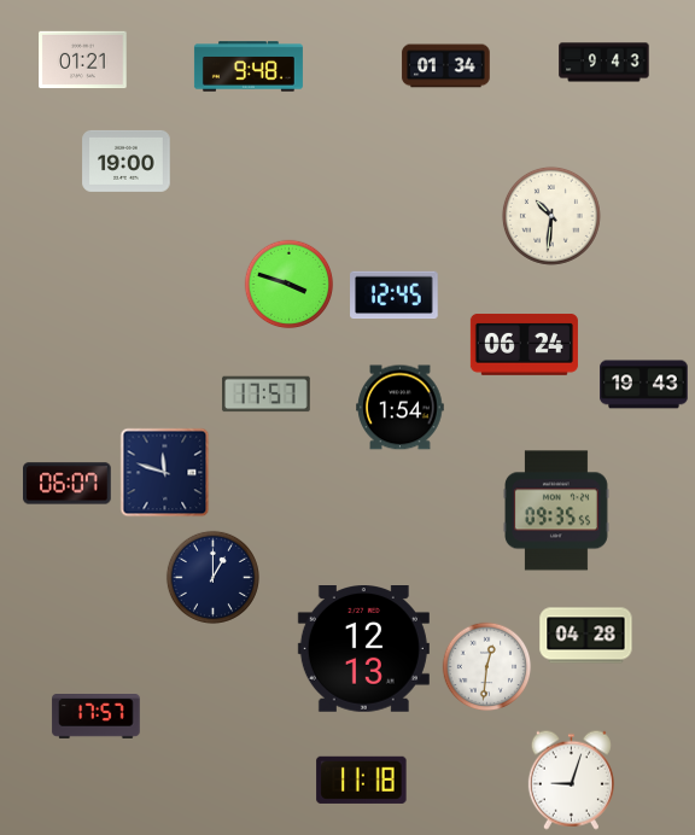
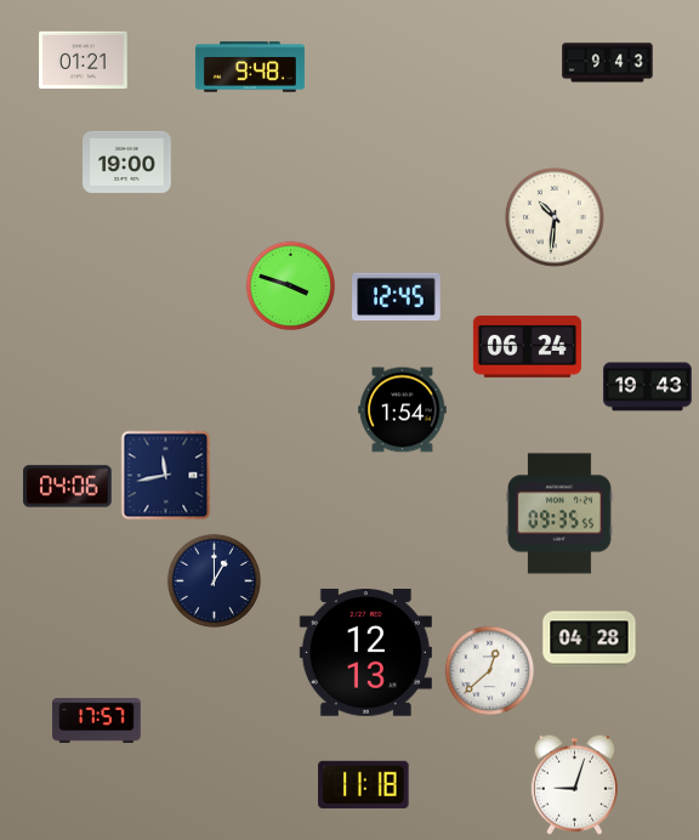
clock at (446, 66): 01:34 -> none
clock at (267, 395): 17:57 -> none
clock at (165, 473): 11:48 -> 11:43
clock at (68, 484): 06:07 -> 04:06
clock at (487, 667): 12:31 -> 12:38
